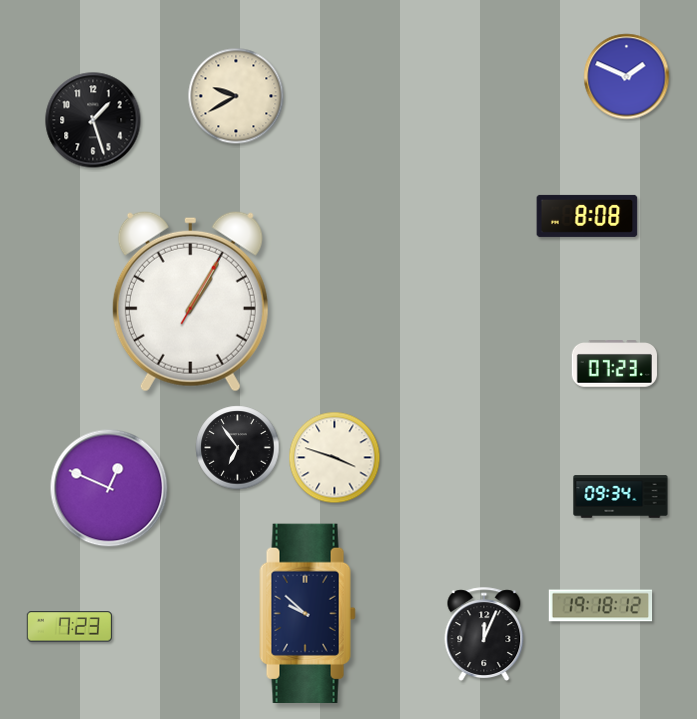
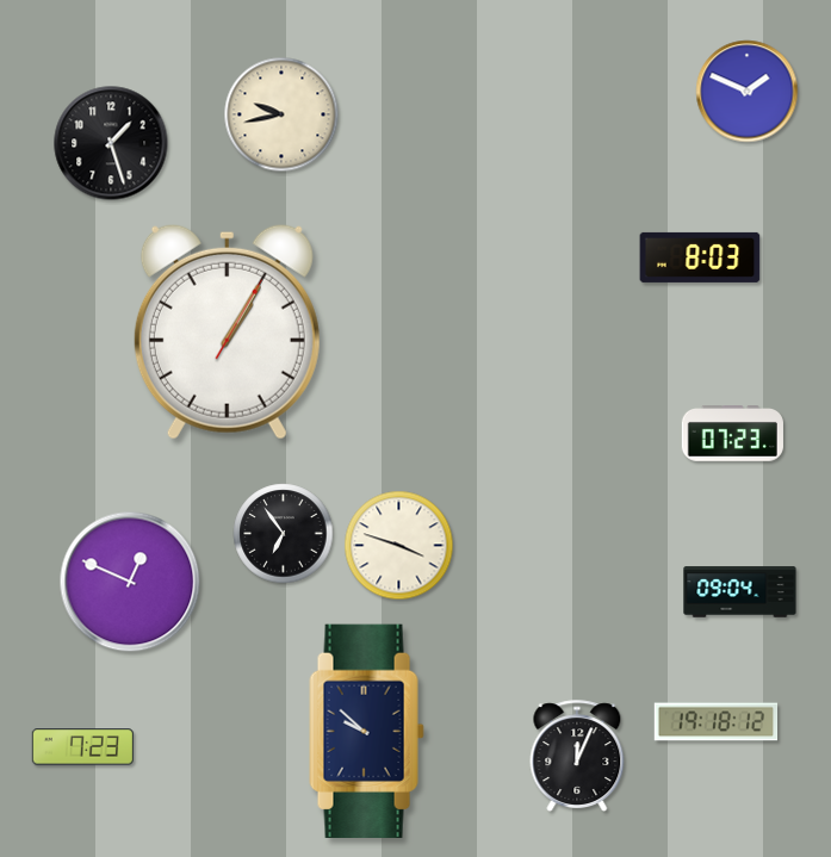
clock at (236, 96): 9:40 -> 9:43
clock at (587, 216): 8:08 -> 8:03
clock at (190, 301) position: (190, 301) -> (227, 331)
clock at (621, 497): 09:34 -> 09:04
